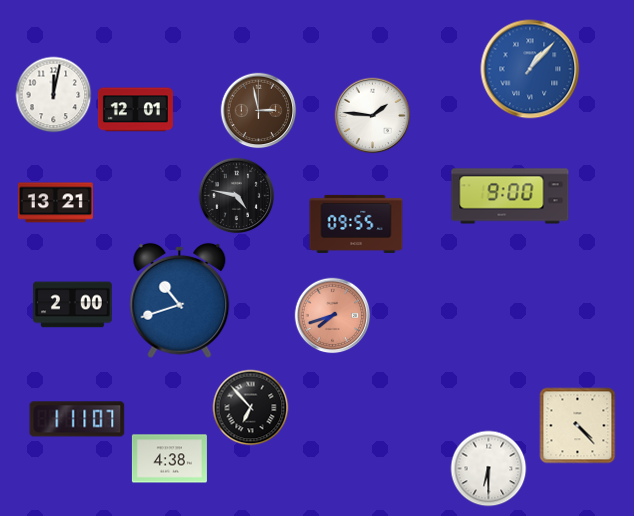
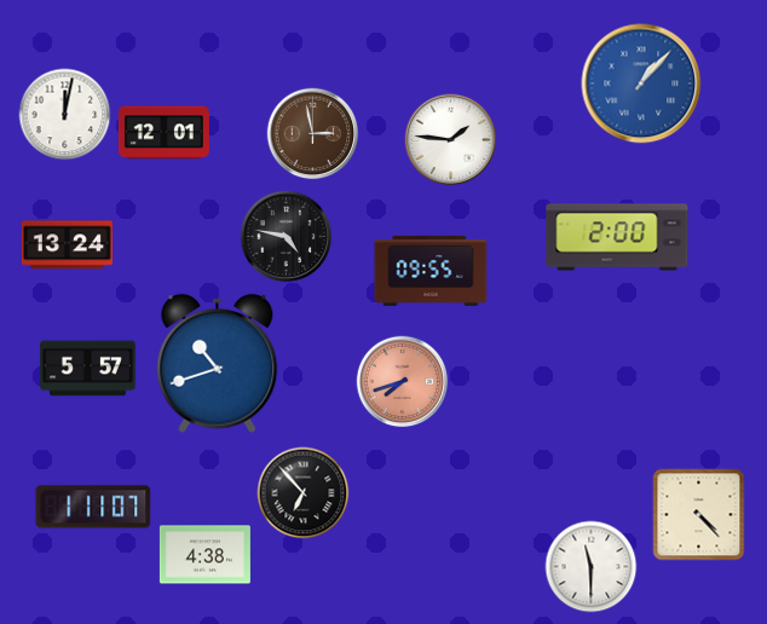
clock at (510, 196): 9:00 -> 2:00
clock at (55, 203): 13:21 -> 13:24
clock at (73, 305): 2:00 -> 5:57
clock at (489, 469): 6:30 -> 11:30
